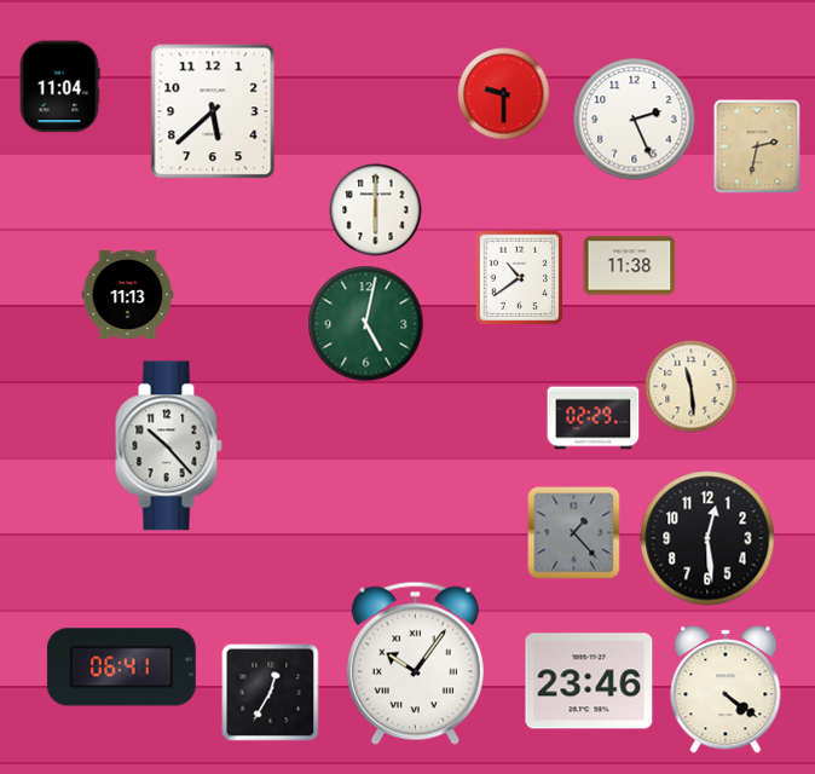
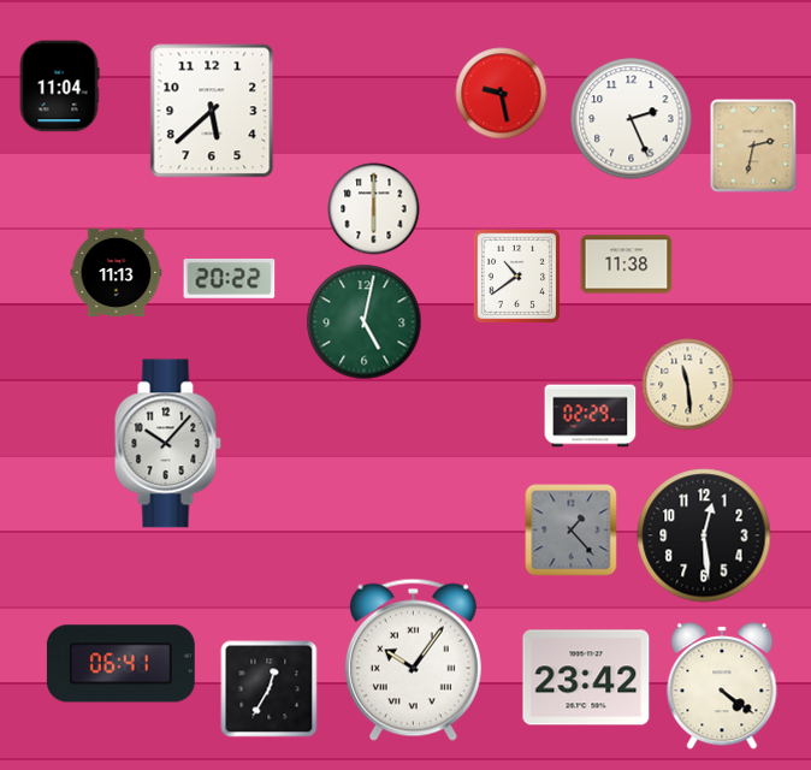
clock at (504, 94): 9:30 -> 9:28
clock at (230, 278): none -> 20:22
clock at (128, 294) position: (128, 294) -> (117, 272)
clock at (168, 446): 10:23 -> 10:07
clock at (589, 681): 23:46 -> 23:42
